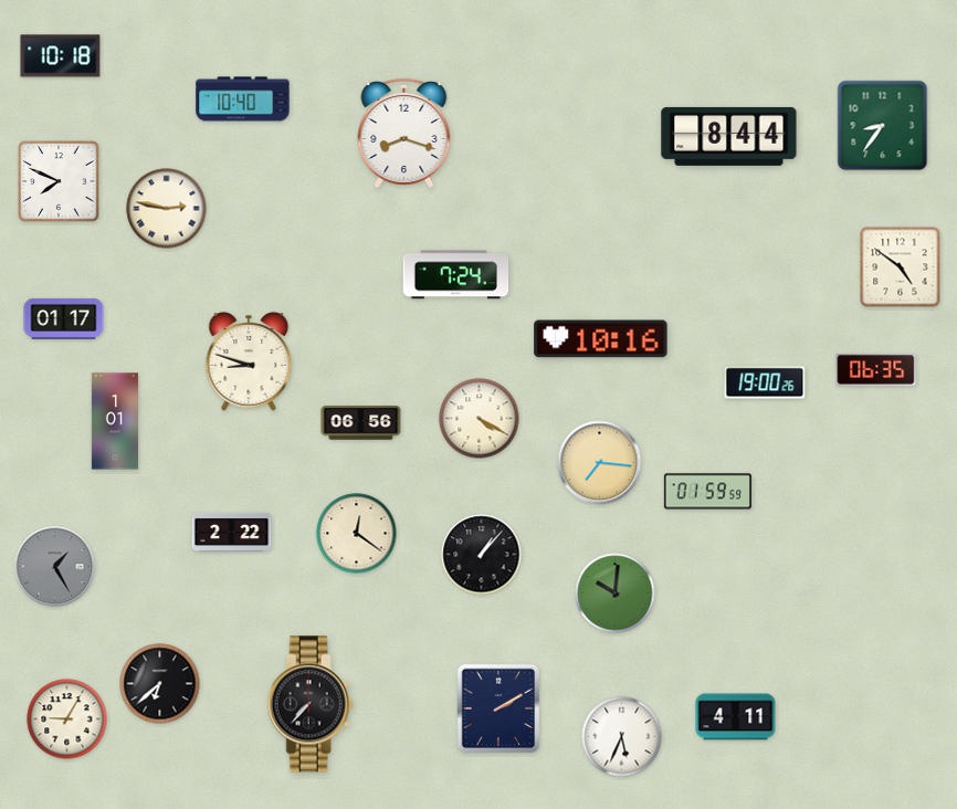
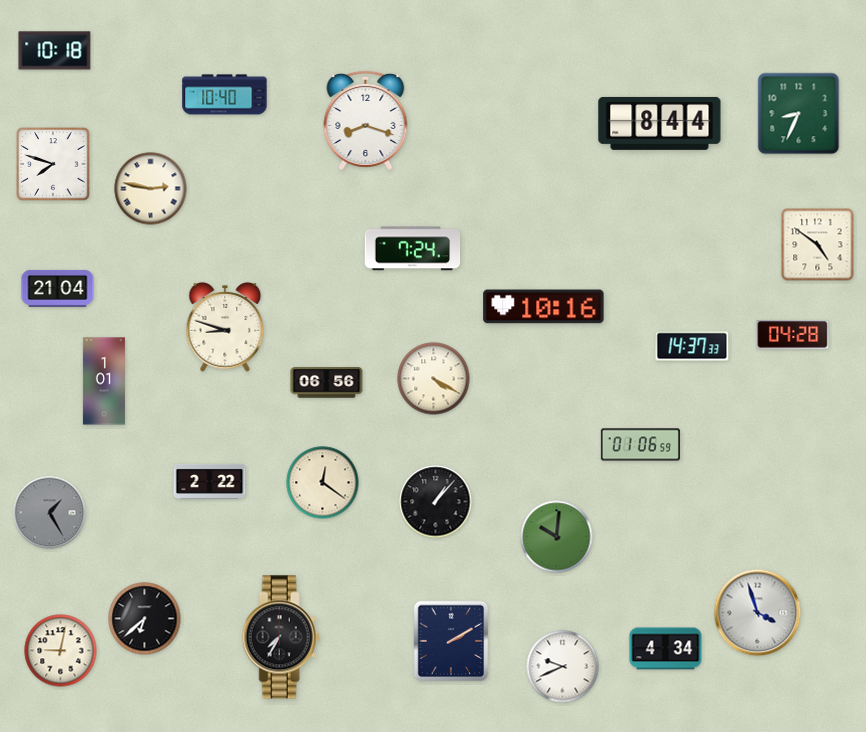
clock at (243, 99) position: (243, 99) -> (225, 95)
clock at (883, 126): 8:36 -> 8:34
clock at (59, 181): 7:49 -> 7:48
clock at (901, 267) position: (901, 267) -> (818, 245)
clock at (64, 318): 01:17 -> 21:04
clock at (876, 370): 06:35 -> 04:28
clock at (765, 382): 19:00 -> 14:37
clock at (600, 463): 7:16 -> none
clock at (707, 492): 01:59 -> 01:06
clock at (758, 613): none -> 3:57
clock at (311, 704): 7:37 -> 7:35
clock at (736, 717): 4:11 -> 4:34
clock at (67, 719): 9:05 -> 9:02
clock at (622, 737): 5:34 -> 9:41
